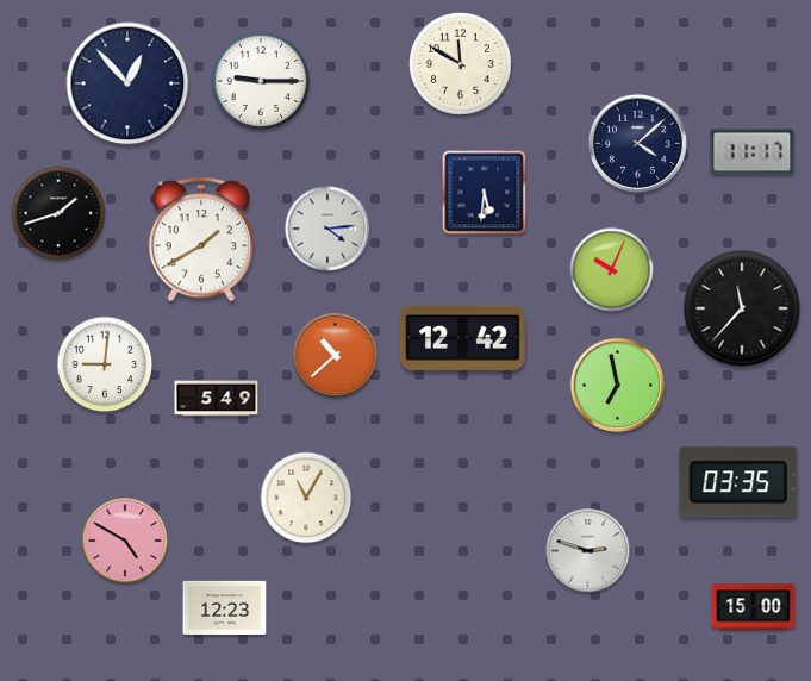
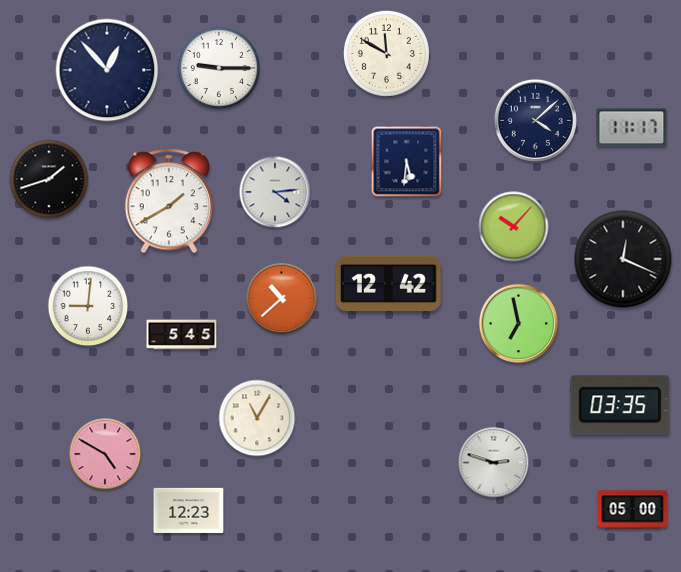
clock at (612, 270): 10:04 -> 10:07
clock at (742, 308): 11:37 -> 12:19
clock at (217, 399): 5:49 -> 5:45
clock at (754, 607): 15:00 -> 05:00
